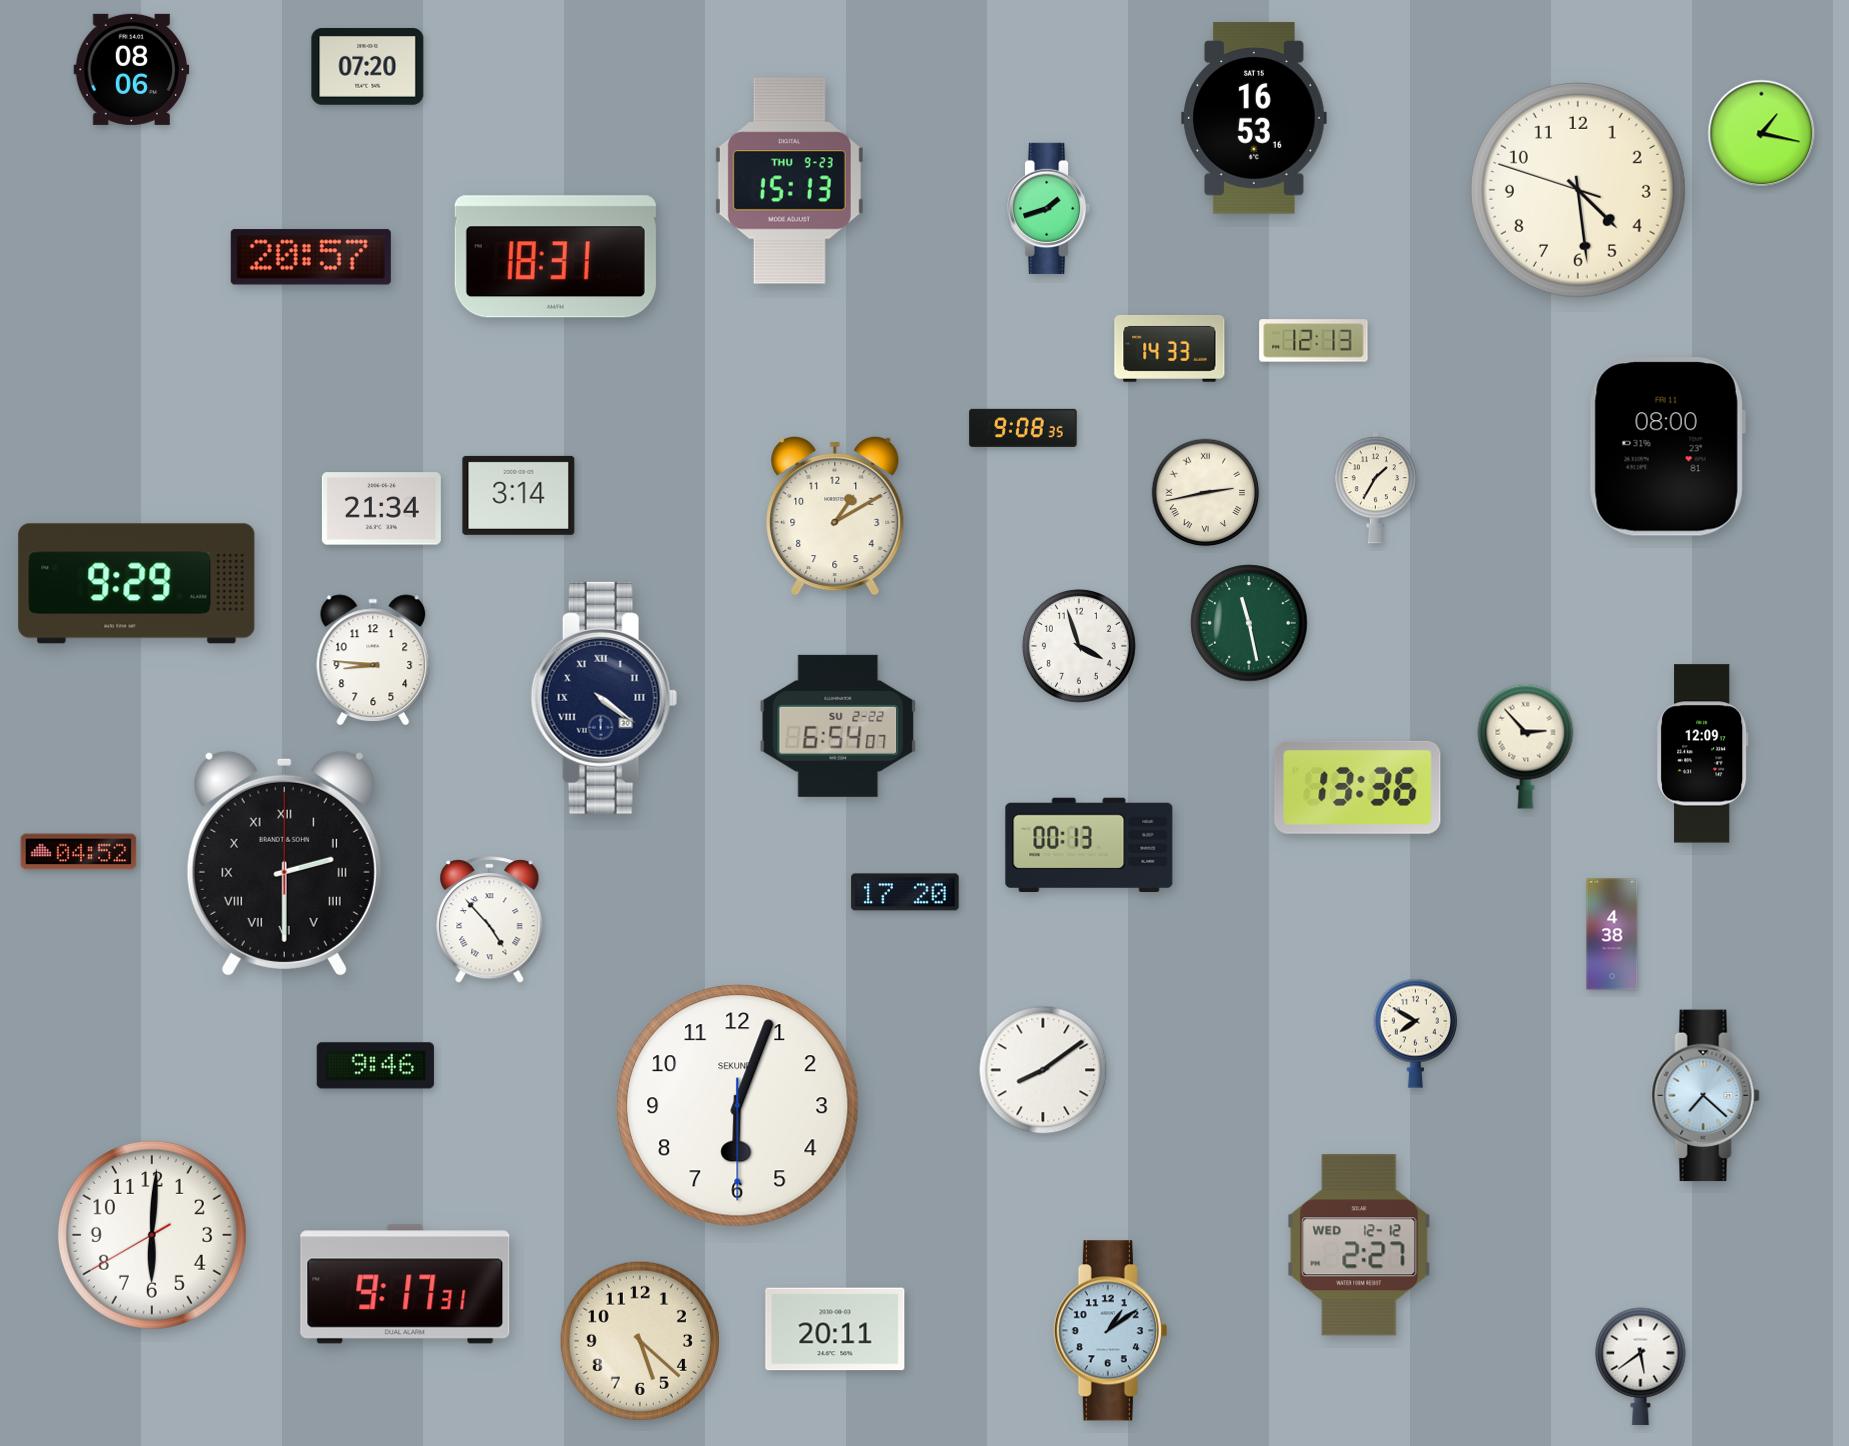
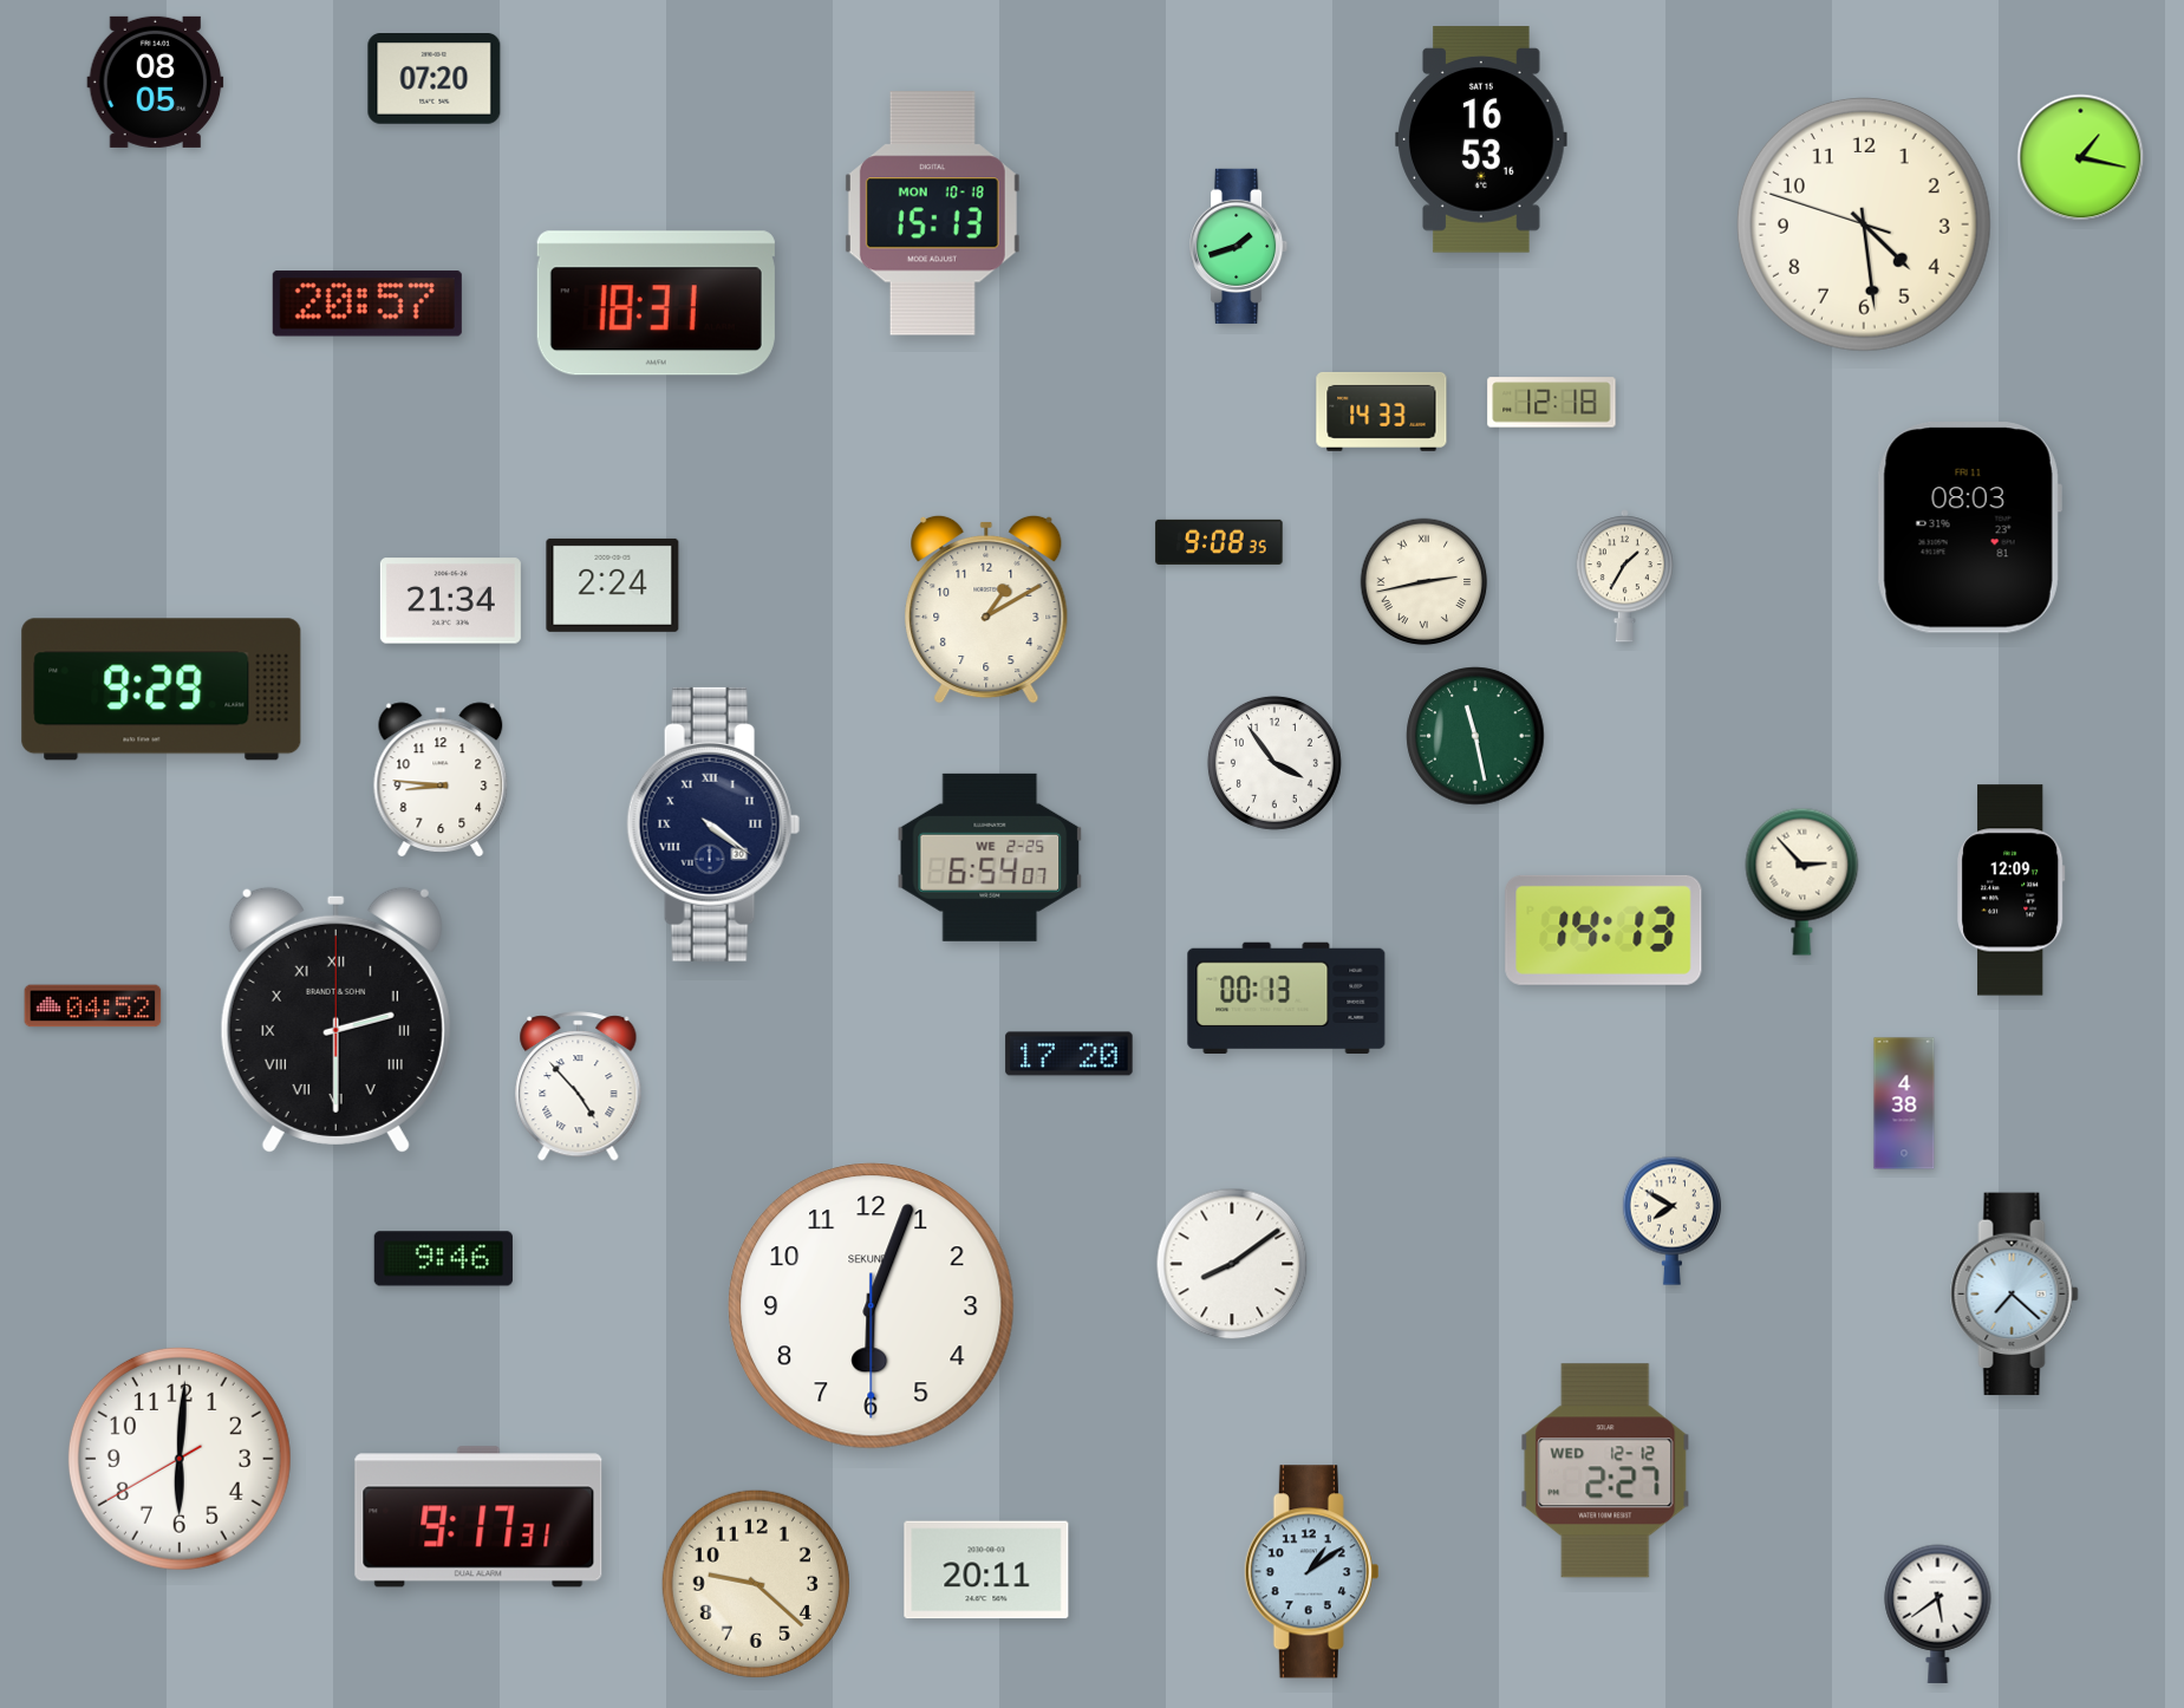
clock at (132, 69): 08:06 -> 08:05
clock at (789, 181) date: THU 9-23 -> MON 10-18
clock at (1314, 341): 12:13 -> 12:18
clock at (1023, 428) position: (1023, 428) -> (1219, 542)
clock at (1667, 447): 08:00 -> 08:03
clock at (519, 495): 3:14 -> 2:24
clock at (1079, 646): 3:57 -> 3:54
clock at (838, 726) date: SU 2-22 -> WE 2-25
clock at (1358, 787): 13:36 -> 14:13
clock at (640, 1341): 5:22 -> 9:22
